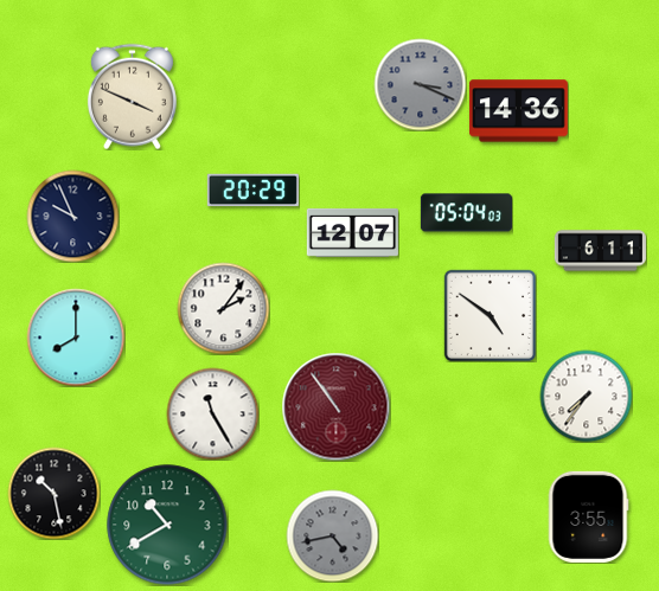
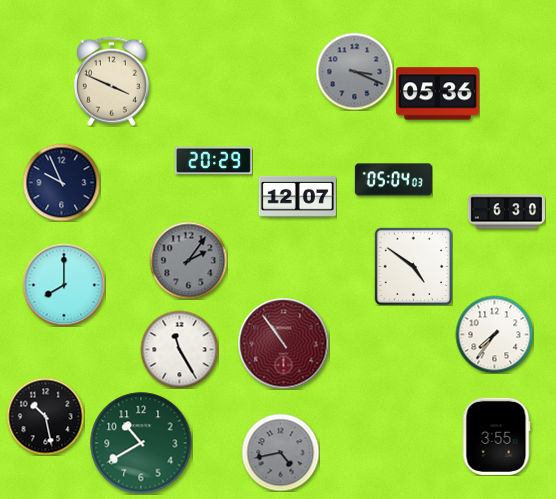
clock at (518, 111): 14:36 -> 05:36
clock at (600, 251): 6:11 -> 6:30
clock at (223, 308) dial: white -> grey
